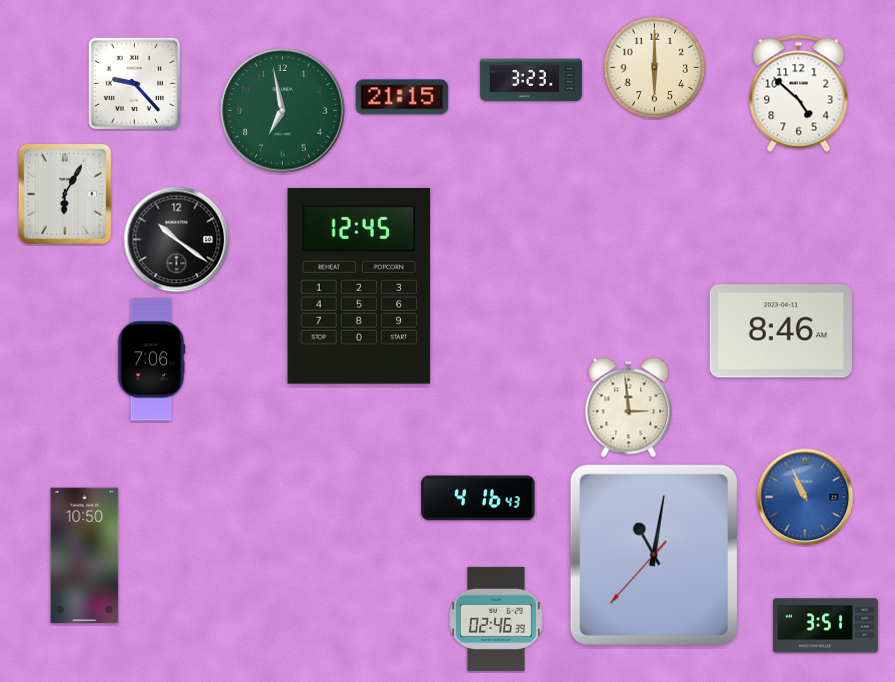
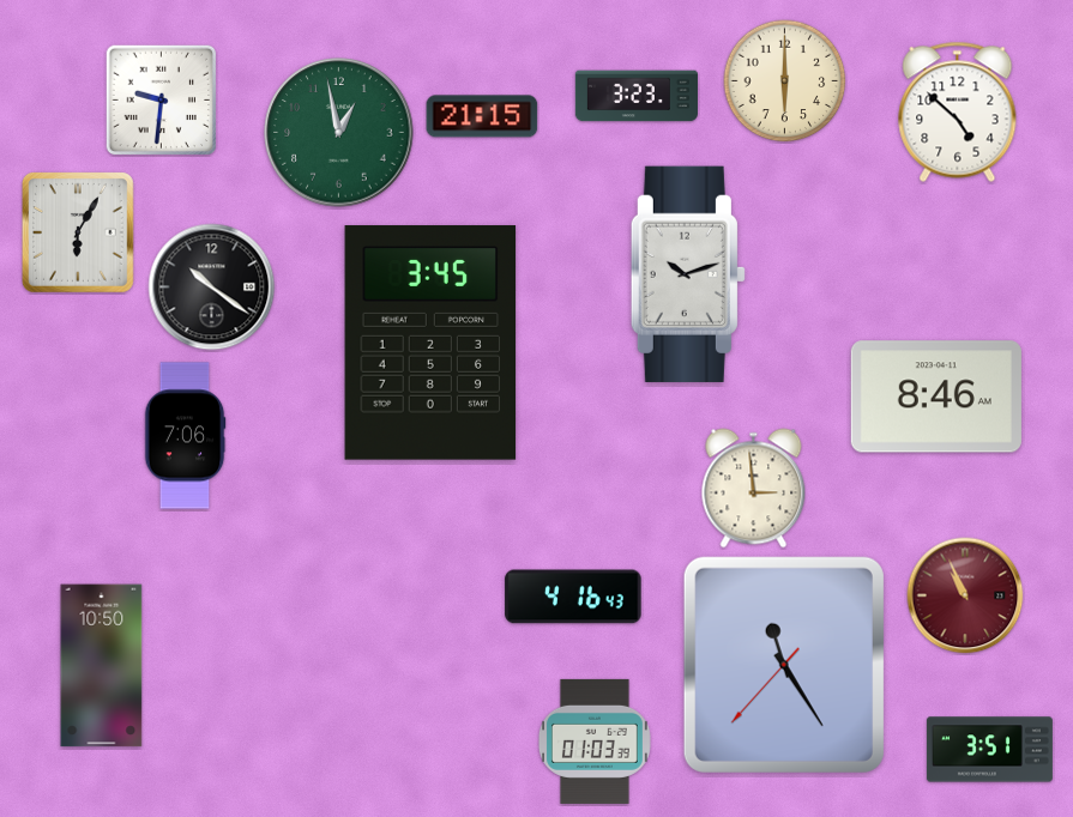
clock at (134, 83): 9:23 -> 9:31
clock at (283, 111): 6:58 -> 12:58
clock at (688, 274): none -> 10:12
clock at (359, 286): 12:45 -> 3:45
clock at (151, 360) position: (151, 360) -> (185, 436)
clock at (805, 497) dial: blue -> burgundy
clock at (654, 555): 11:01 -> 11:24
clock at (496, 619): 02:46 -> 01:03
